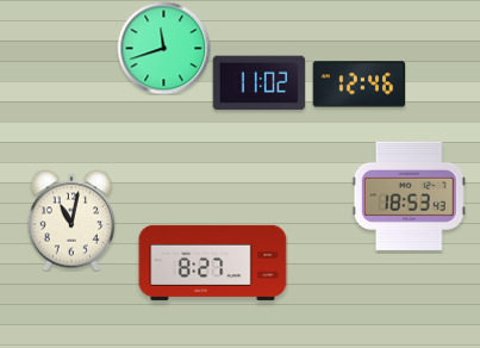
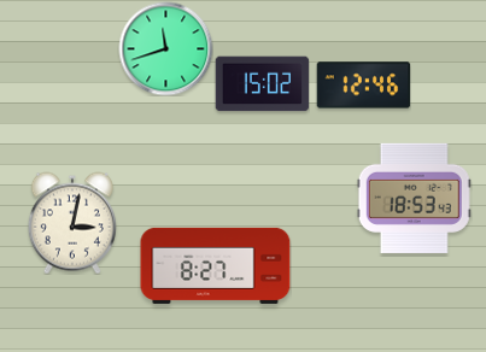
clock at (258, 83): 11:02 -> 15:02
clock at (71, 220): 11:02 -> 3:02
